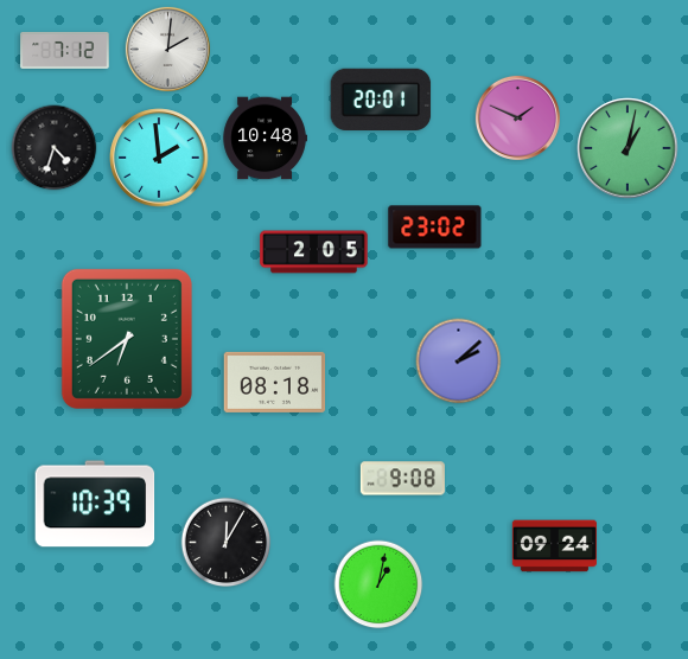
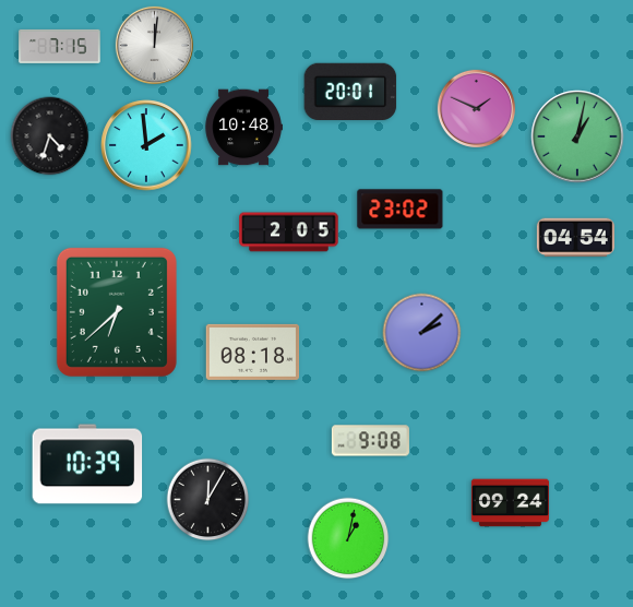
clock at (167, 49): 2:01 -> 12:01
clock at (65, 50): 7:12 -> 7:15
clock at (575, 238): none -> 04:54
clock at (127, 339): 6:39 -> 6:38
